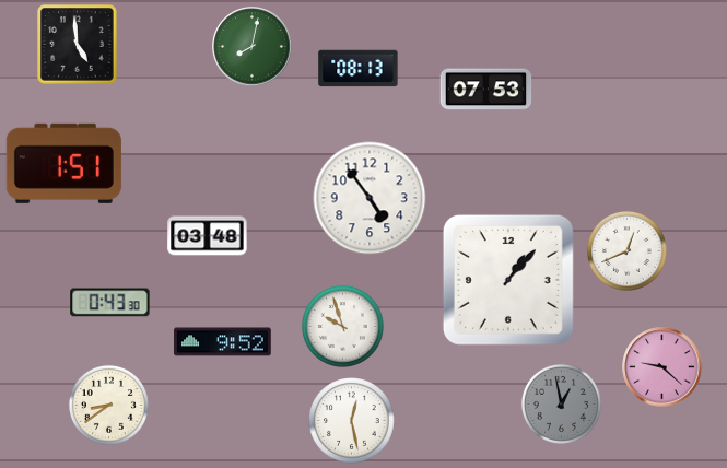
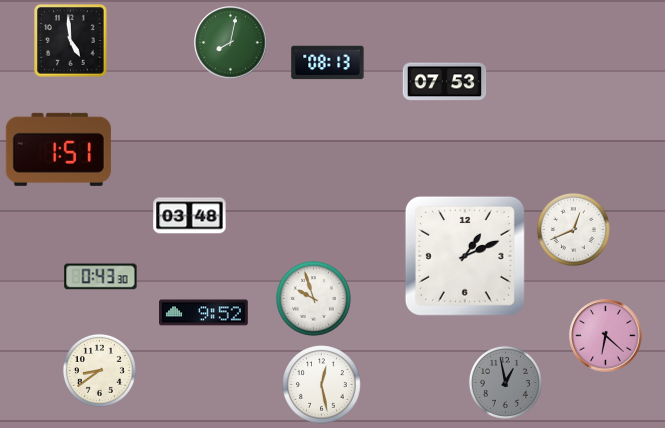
clock at (370, 198): 4:54 -> none
clock at (508, 280): 1:07 -> 1:11
clock at (662, 367): 9:22 -> 6:22
clock at (561, 403) position: (561, 403) -> (505, 382)
